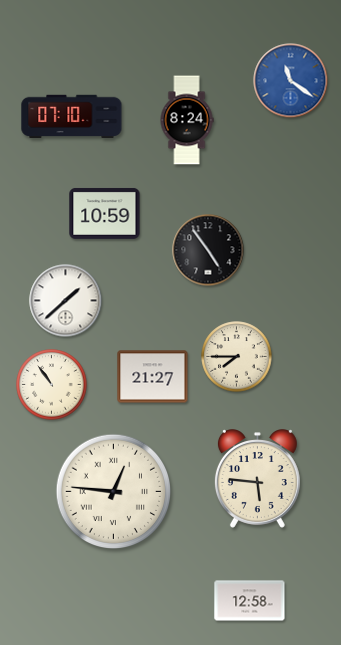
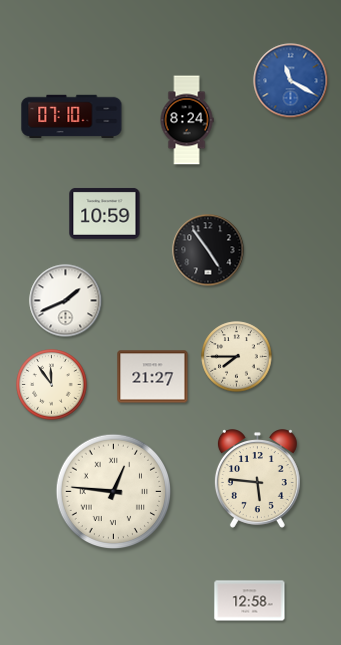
clock at (291, 81): 11:21 -> 11:20
clock at (66, 301): 1:38 -> 1:41
clock at (52, 385): 10:54 -> 11:54
